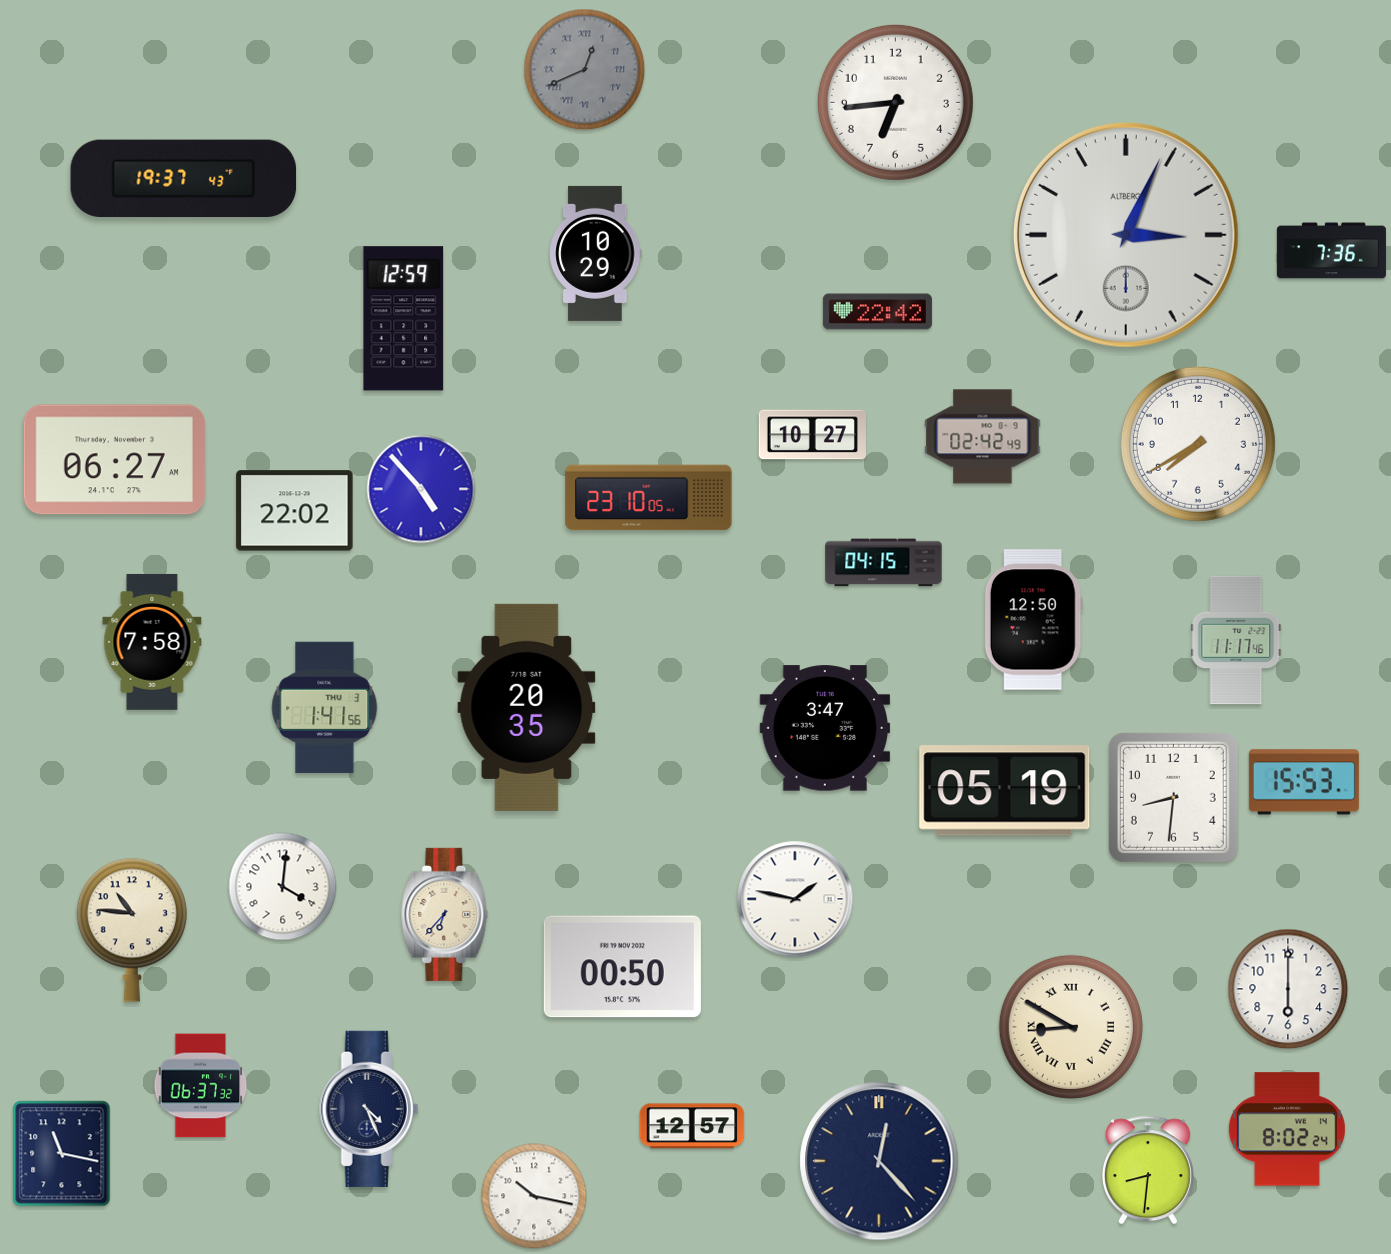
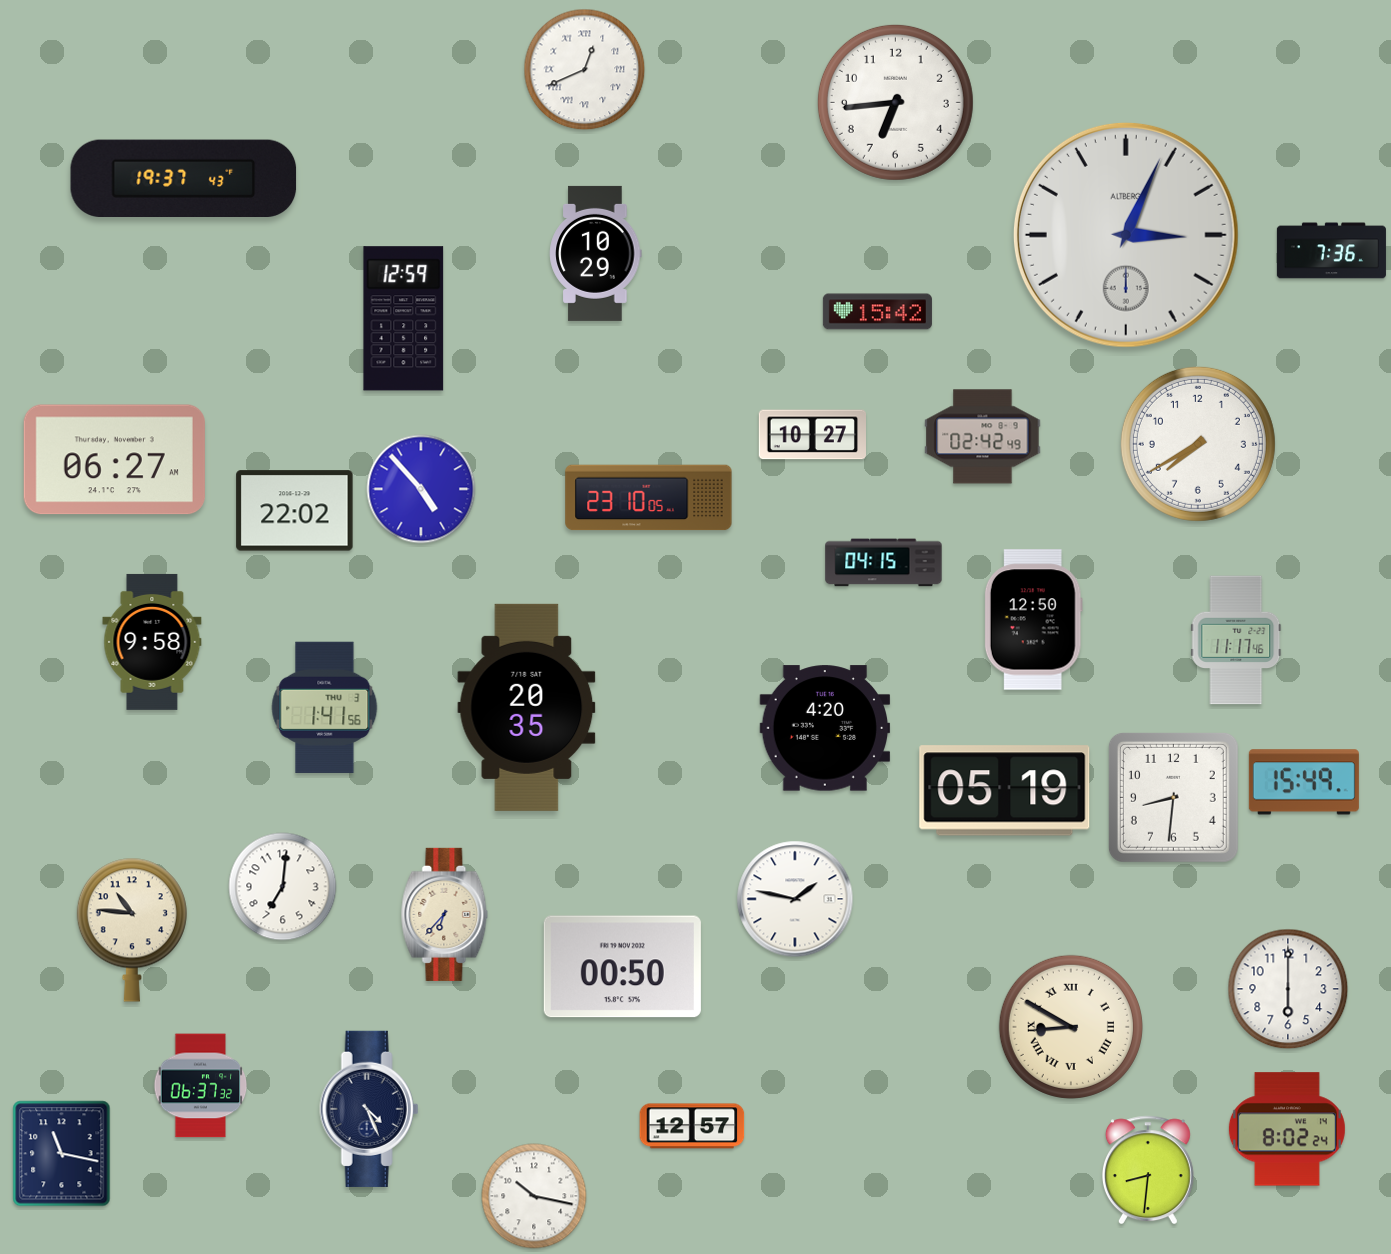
clock at (585, 70) dial: grey -> white
clock at (877, 312): 22:42 -> 15:42
clock at (152, 642): 7:58 -> 9:58
clock at (825, 728): 3:47 -> 4:20
clock at (1304, 782): 15:53 -> 15:49
clock at (283, 887): 4:01 -> 7:01
clock at (879, 1161): 12:23 -> none
